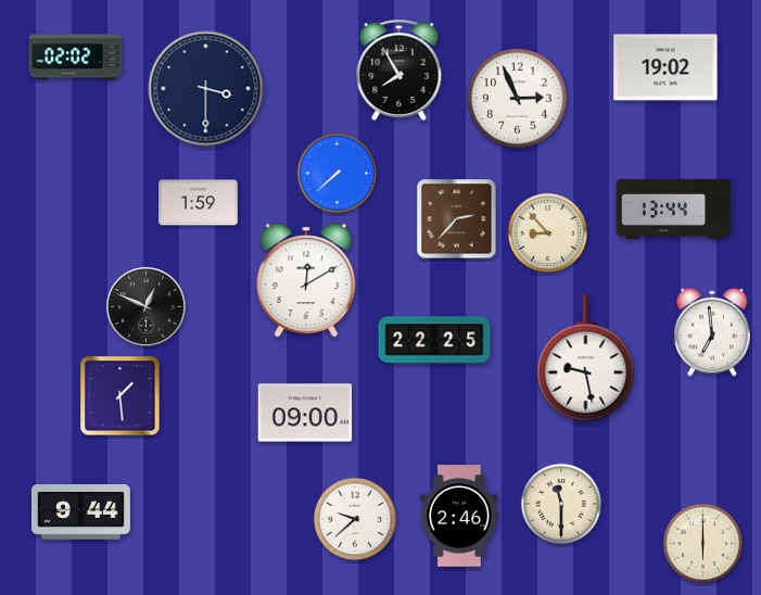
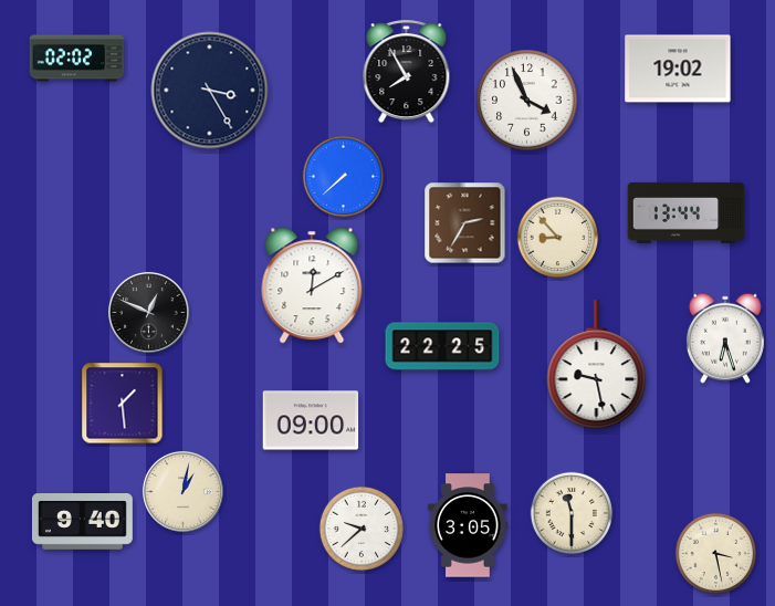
clock at (206, 89): 3:30 -> 3:25
clock at (518, 99): 2:56 -> 3:56
clock at (199, 203): 1:59 -> none
clock at (457, 219): 2:37 -> 2:35
clock at (712, 332): 6:59 -> 6:27
clock at (184, 492): none -> 1:02
clock at (80, 512): 9:44 -> 9:40
clock at (459, 516): 2:46 -> 3:05
clock at (703, 544): 6:00 -> 3:28
